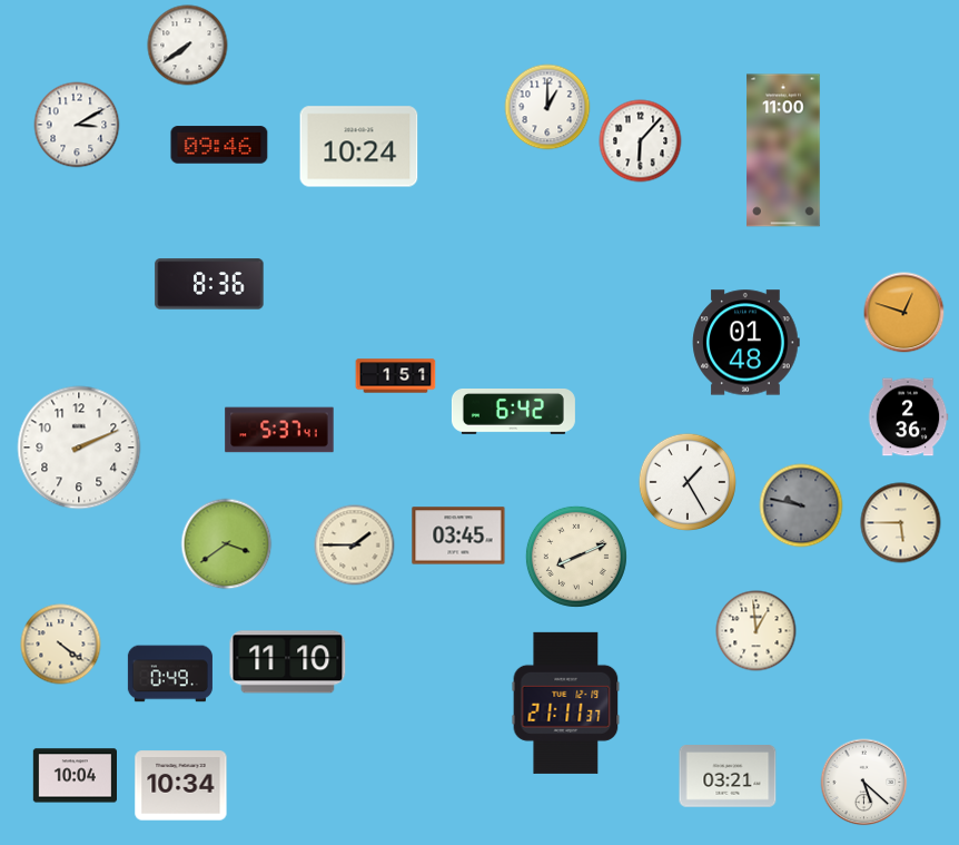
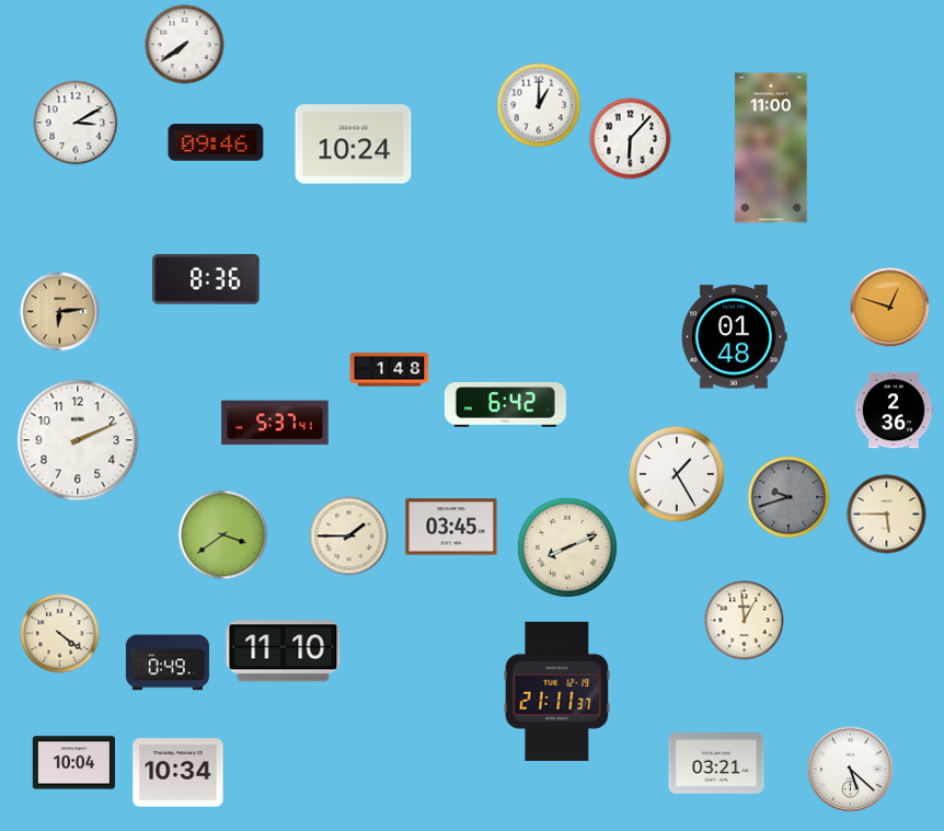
clock at (60, 312): none -> 6:14
clock at (396, 376): 1:51 -> 1:48
clock at (801, 505): 9:47 -> 9:42
